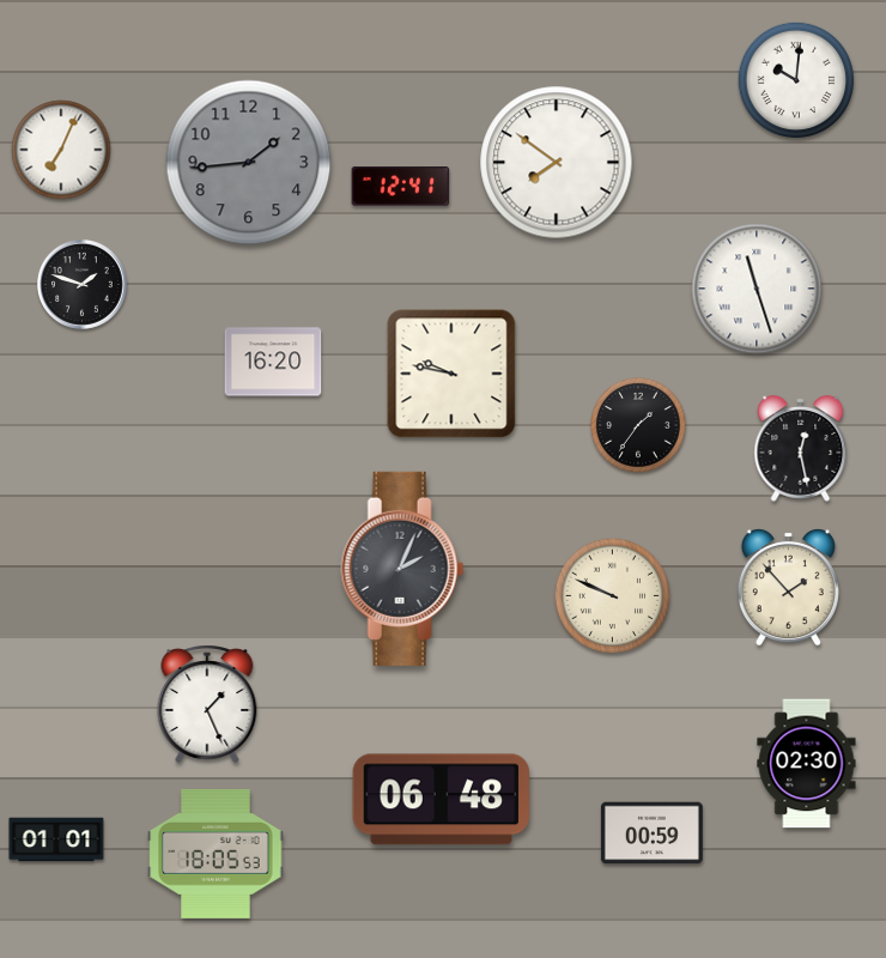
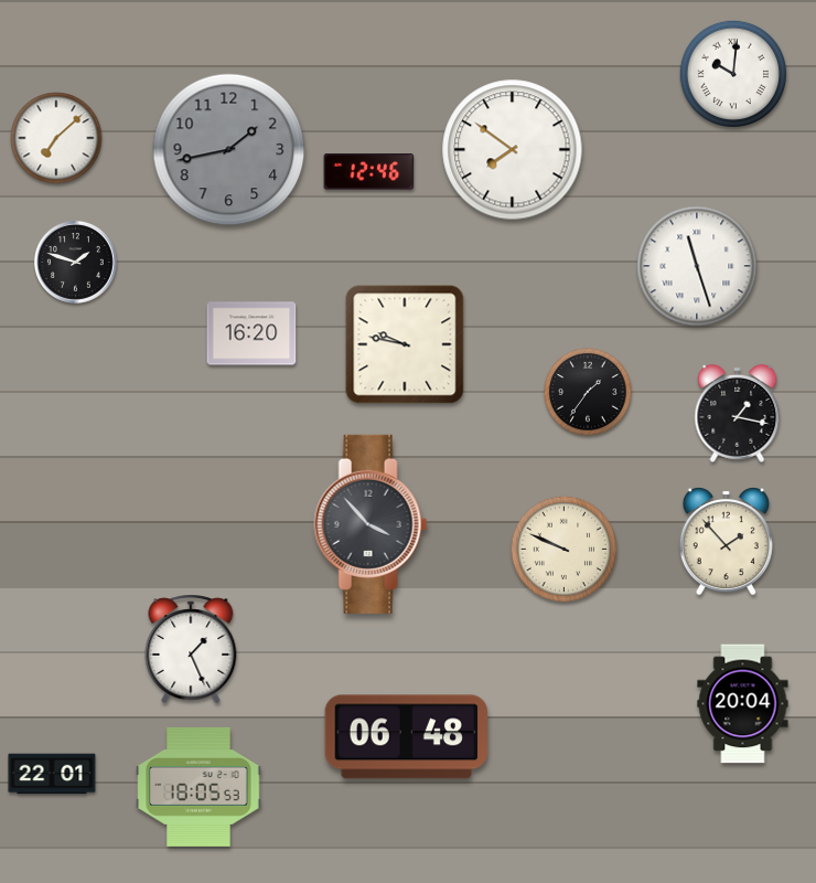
clock at (61, 150): 7:04 -> 7:08
clock at (249, 163): 1:44 -> 1:43
clock at (401, 187): 12:41 -> 12:46
clock at (451, 374) position: (451, 374) -> (405, 344)
clock at (801, 448): 12:28 -> 1:17
clock at (402, 569): 2:04 -> 3:53
clock at (807, 764): 02:30 -> 20:04
clock at (651, 833): 00:59 -> none
clock at (56, 839): 01:01 -> 22:01
